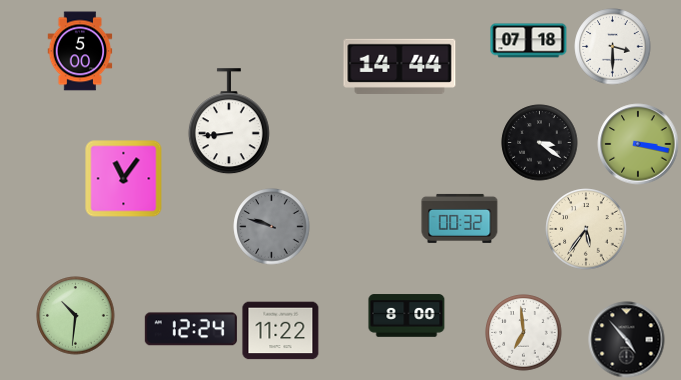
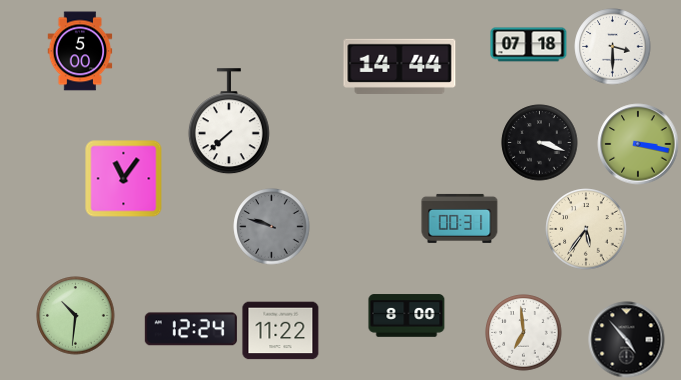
clock at (529, 41) position: (529, 41) -> (529, 45)
clock at (229, 122): 8:44 -> 7:38
clock at (540, 143): 3:21 -> 3:18
clock at (460, 218): 00:32 -> 00:31
